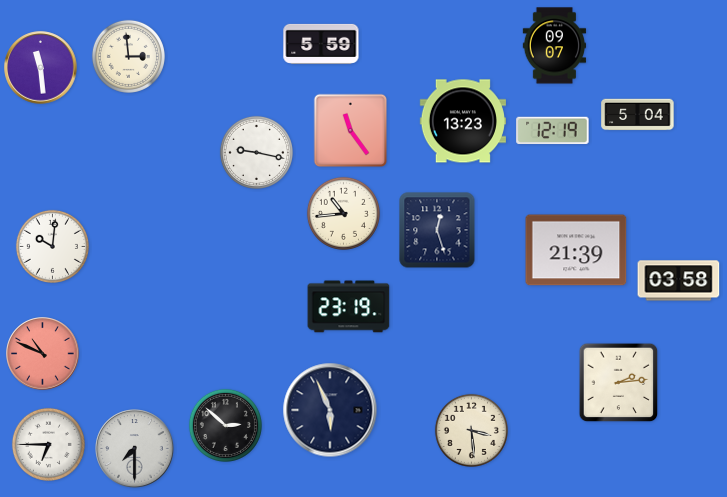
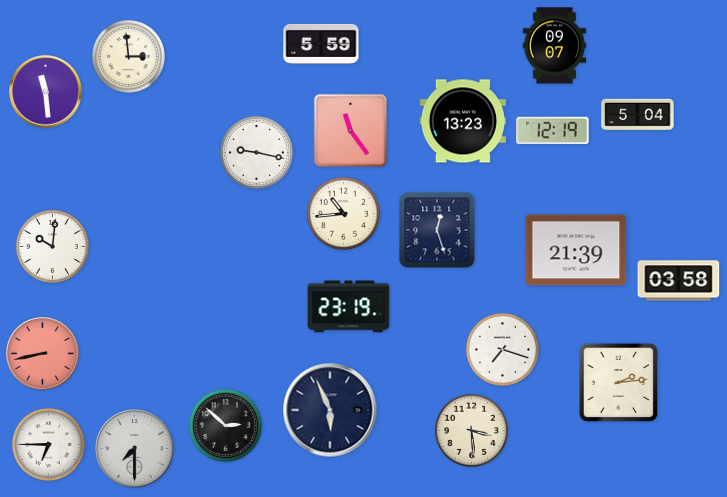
clock at (41, 68) position: (41, 68) -> (46, 92)
clock at (502, 349): none -> 7:18
clock at (43, 354): 10:49 -> 8:43
